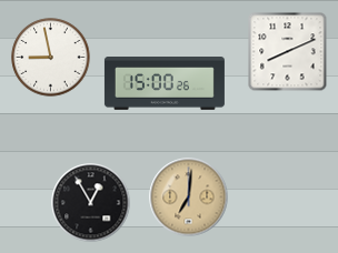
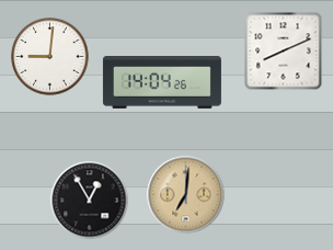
clock at (51, 58): 8:58 -> 9:01
clock at (165, 84): 15:00 -> 14:04
